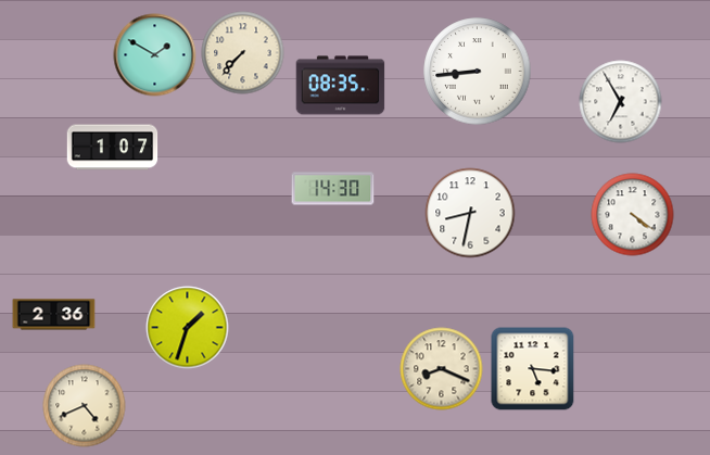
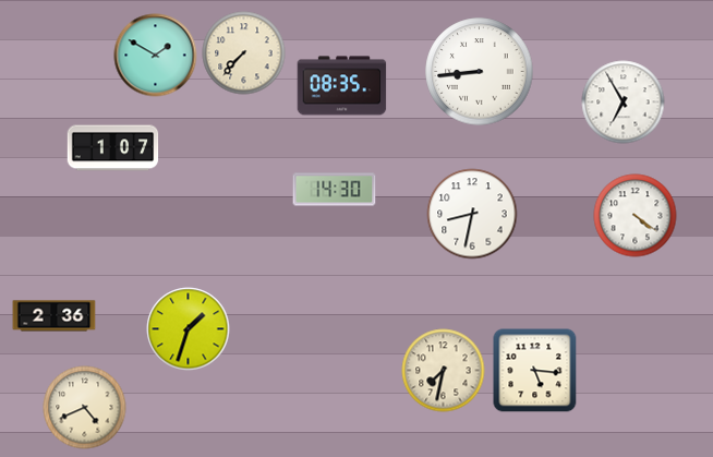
clock at (442, 369): 8:19 -> 7:32
